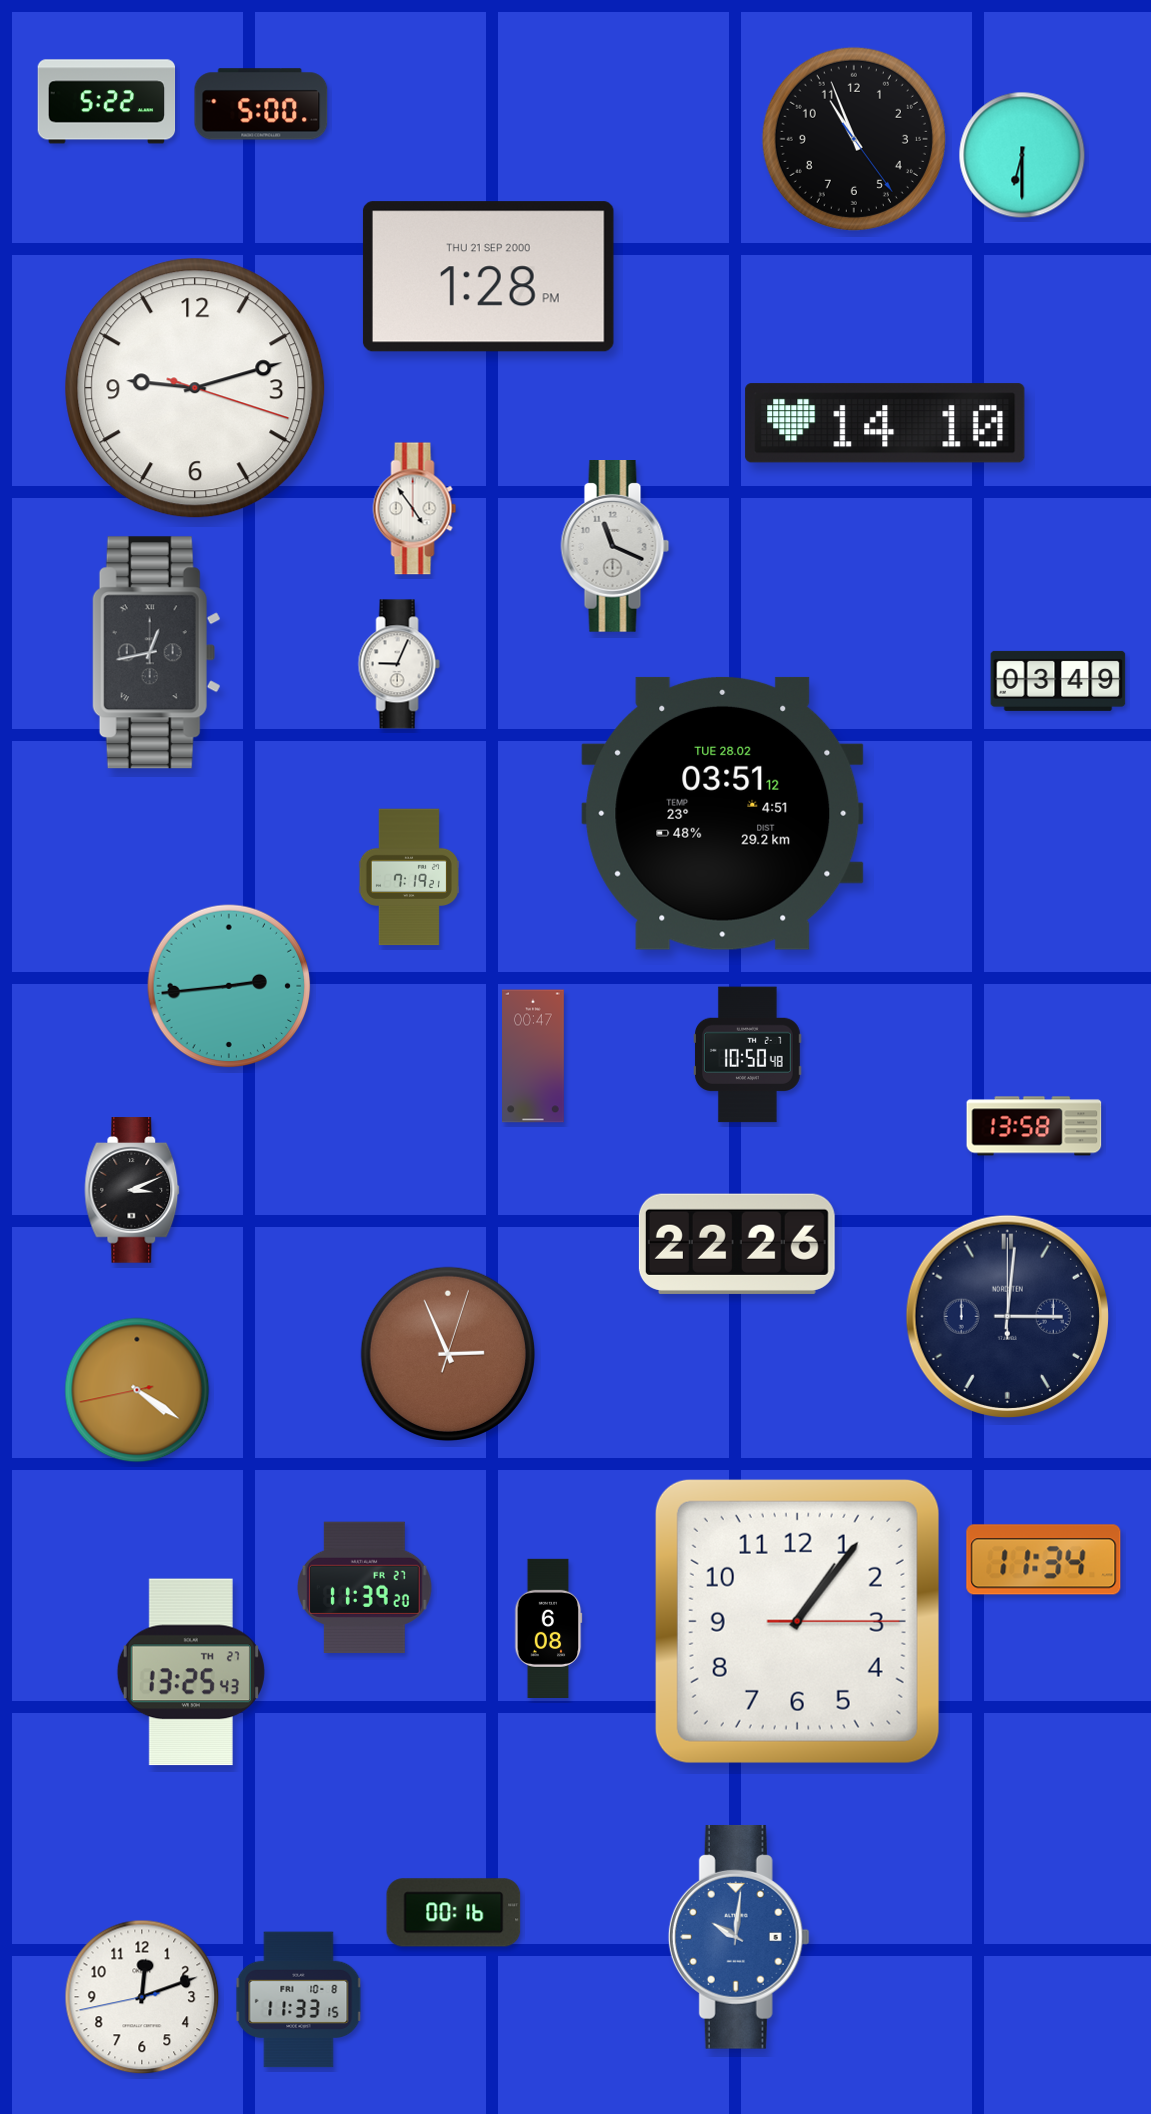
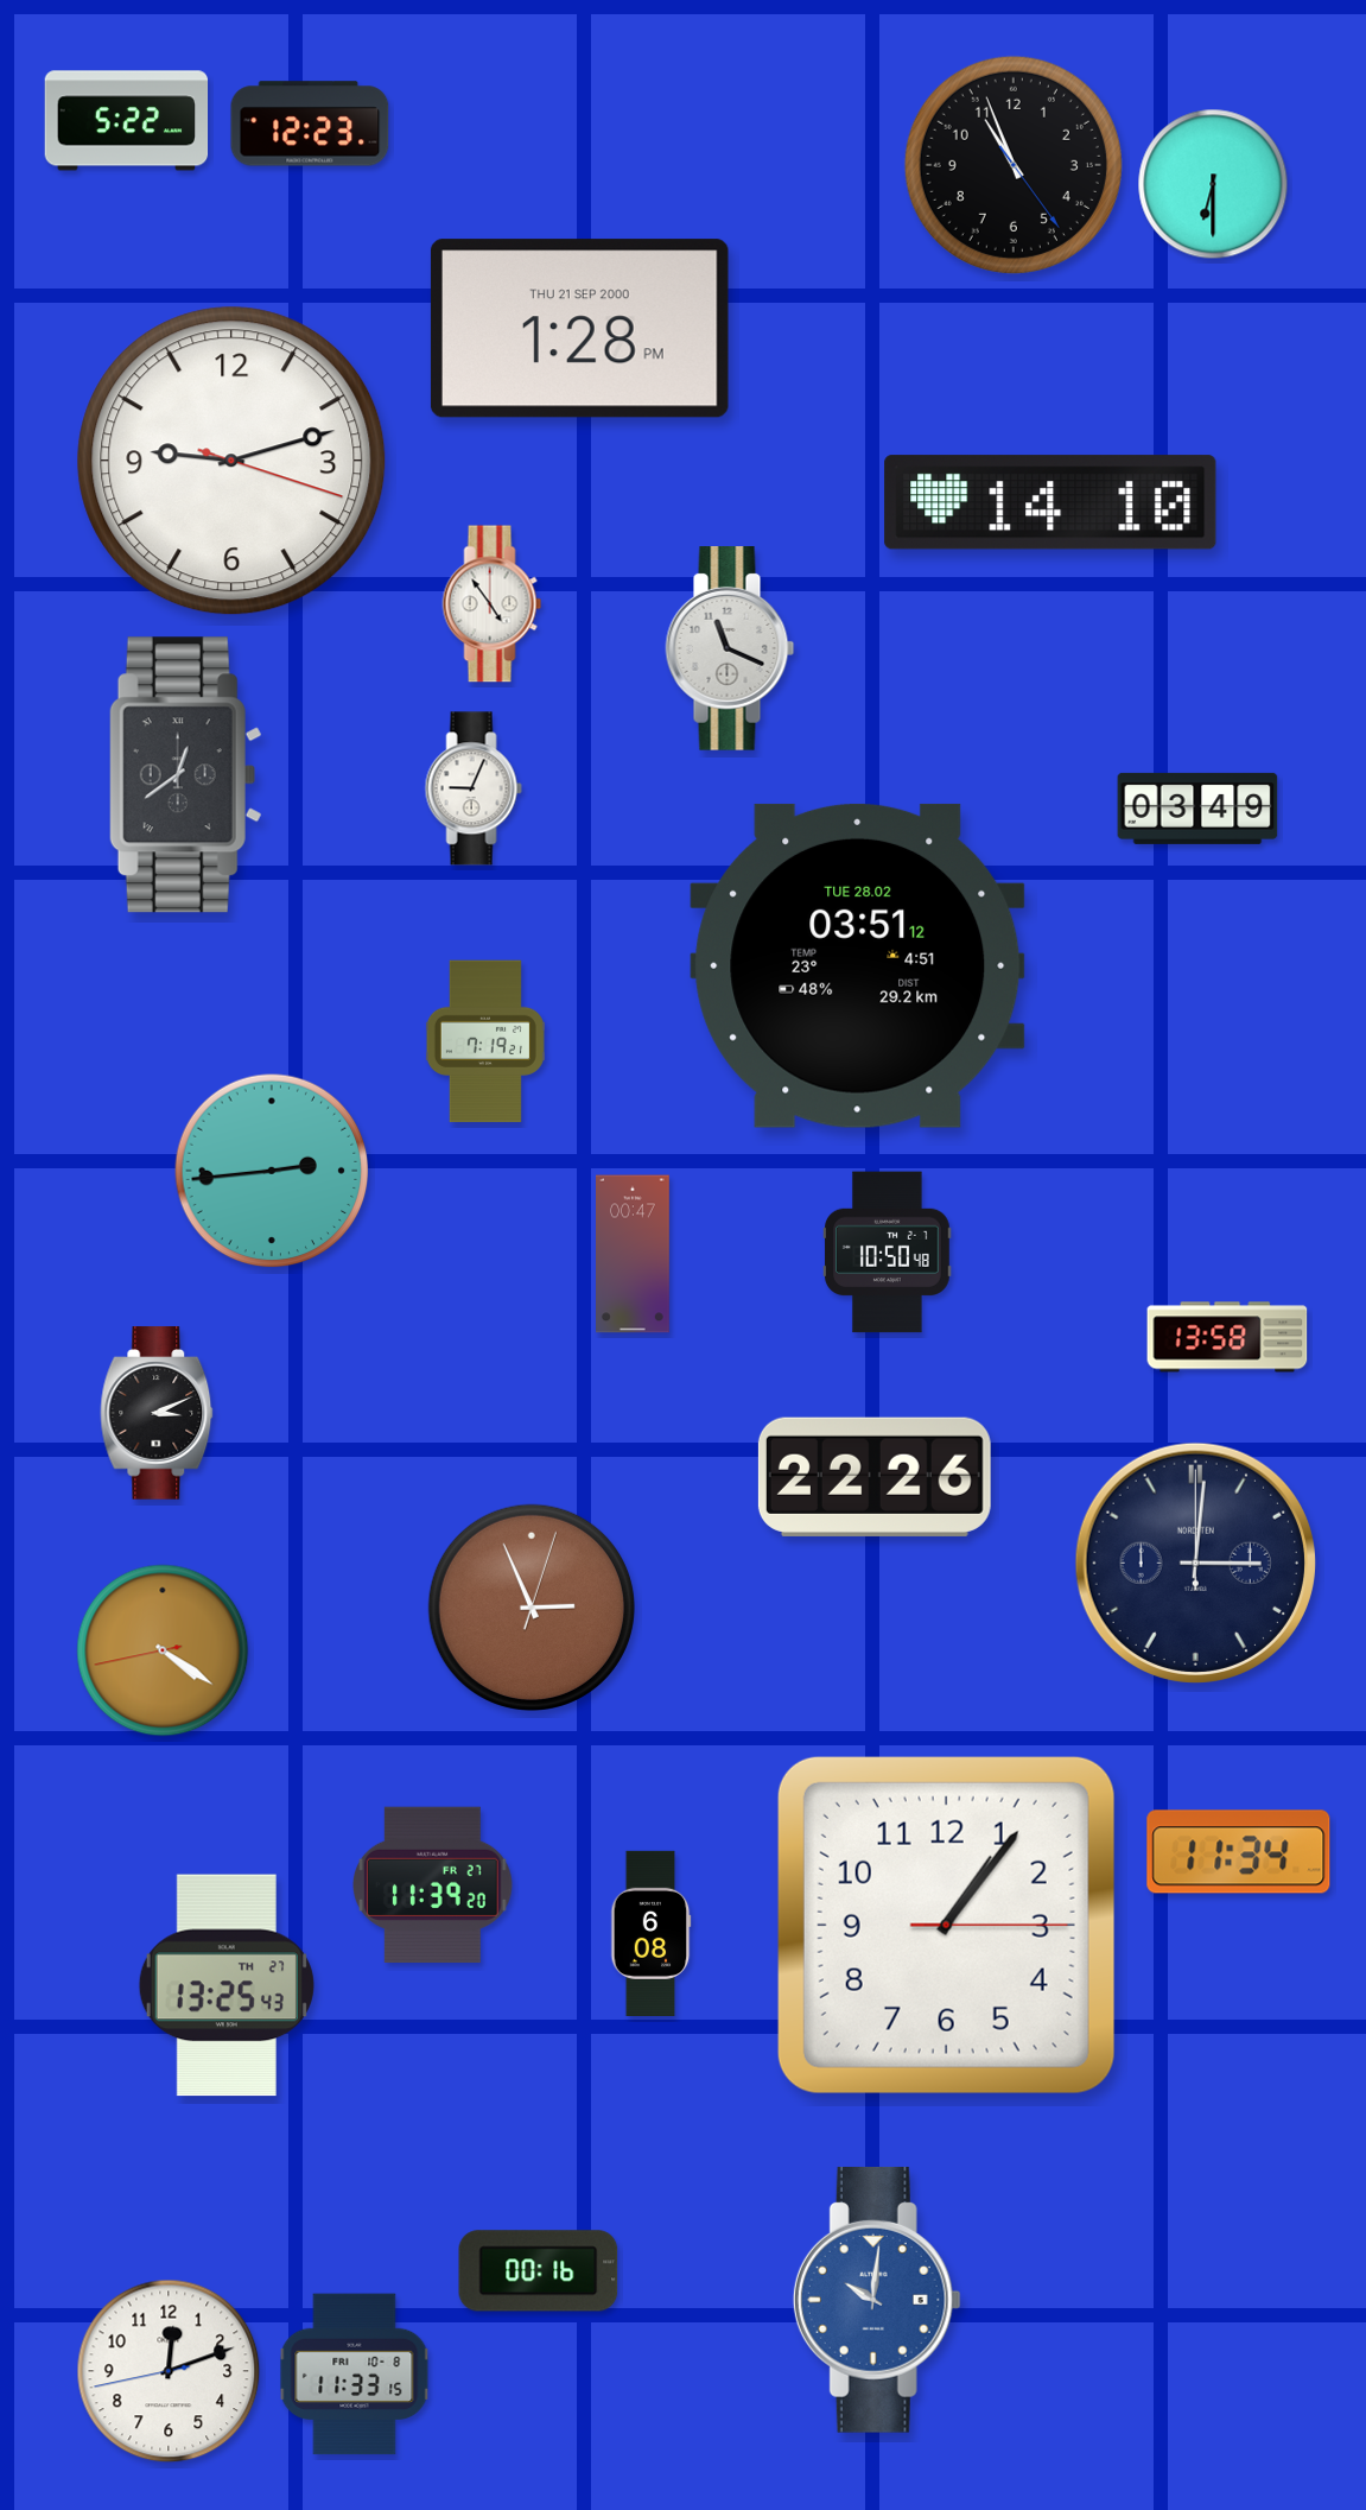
clock at (261, 104): 5:00 -> 12:23
clock at (156, 653): 12:43 -> 12:39
clock at (1058, 681) position: (1058, 681) -> (1197, 809)
